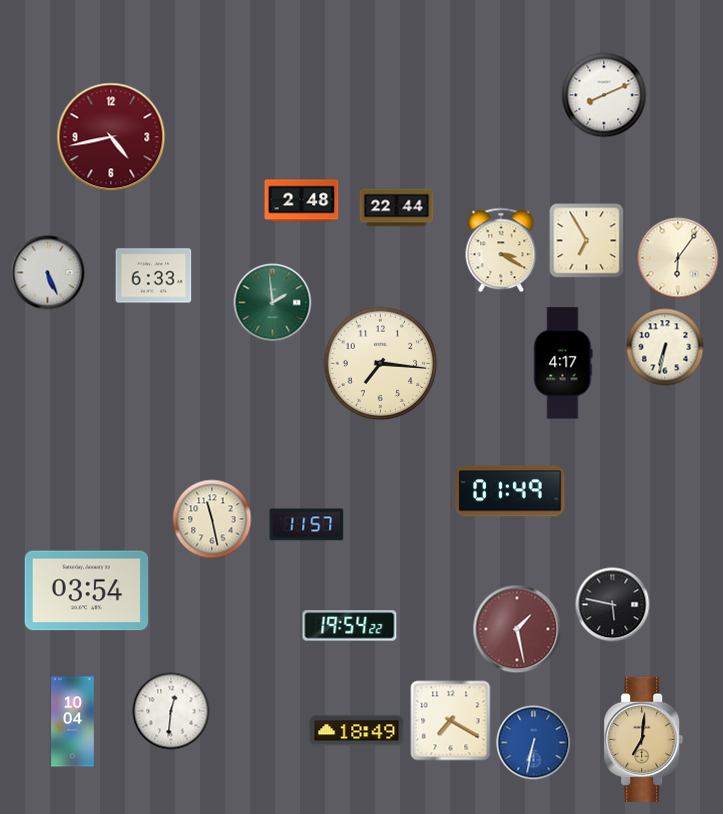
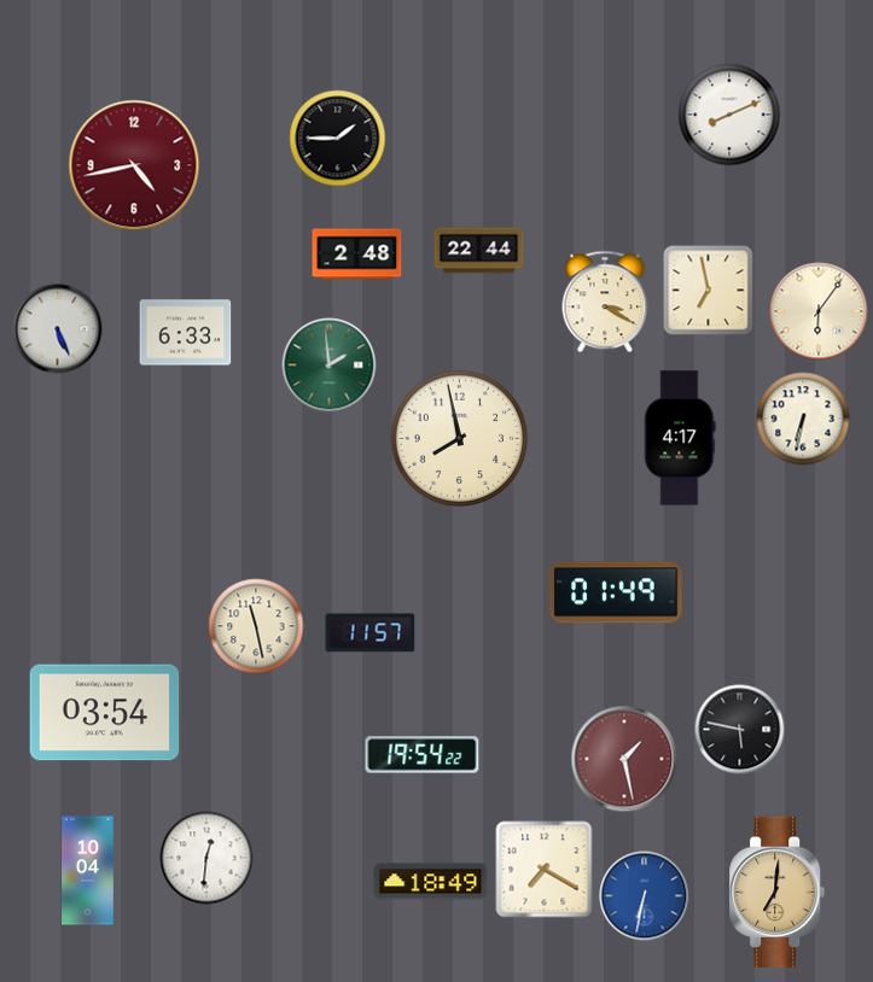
clock at (338, 139): none -> 1:45
clock at (302, 201) position: (302, 201) -> (357, 255)
clock at (587, 241): 6:55 -> 6:58
clock at (381, 364): 7:16 -> 7:58
